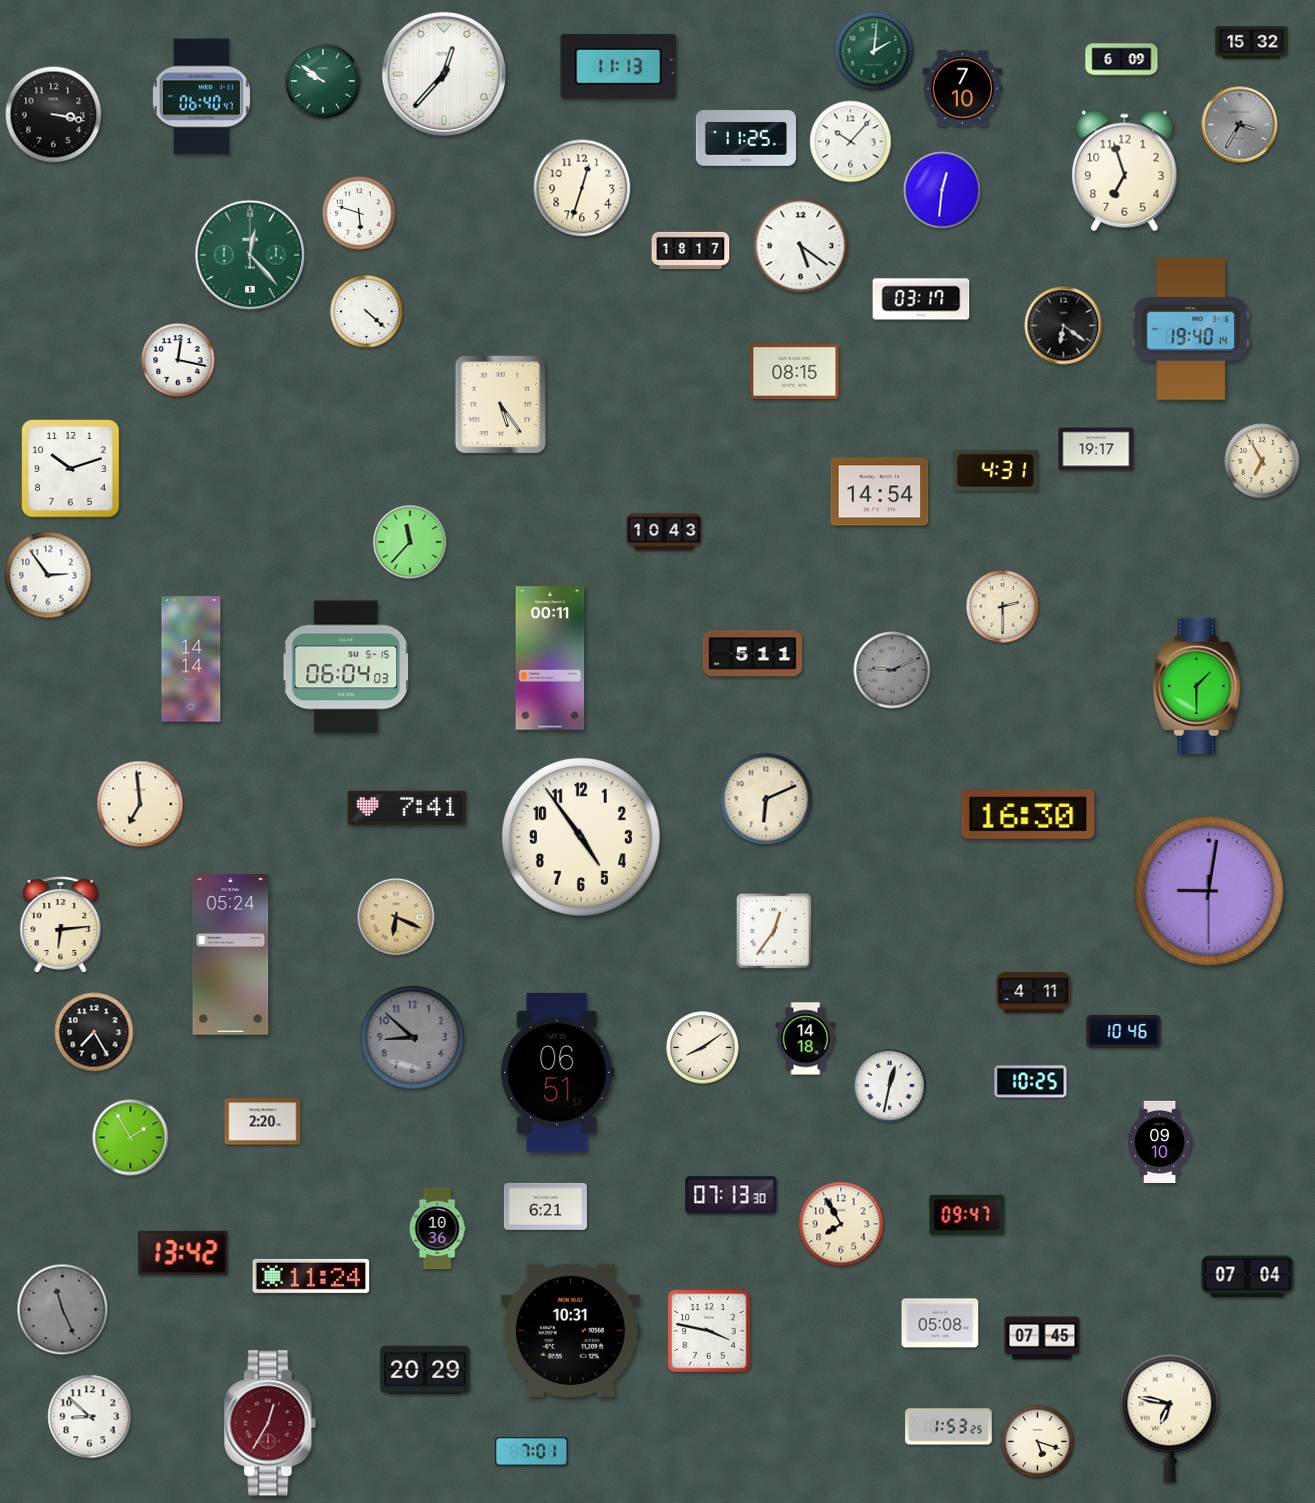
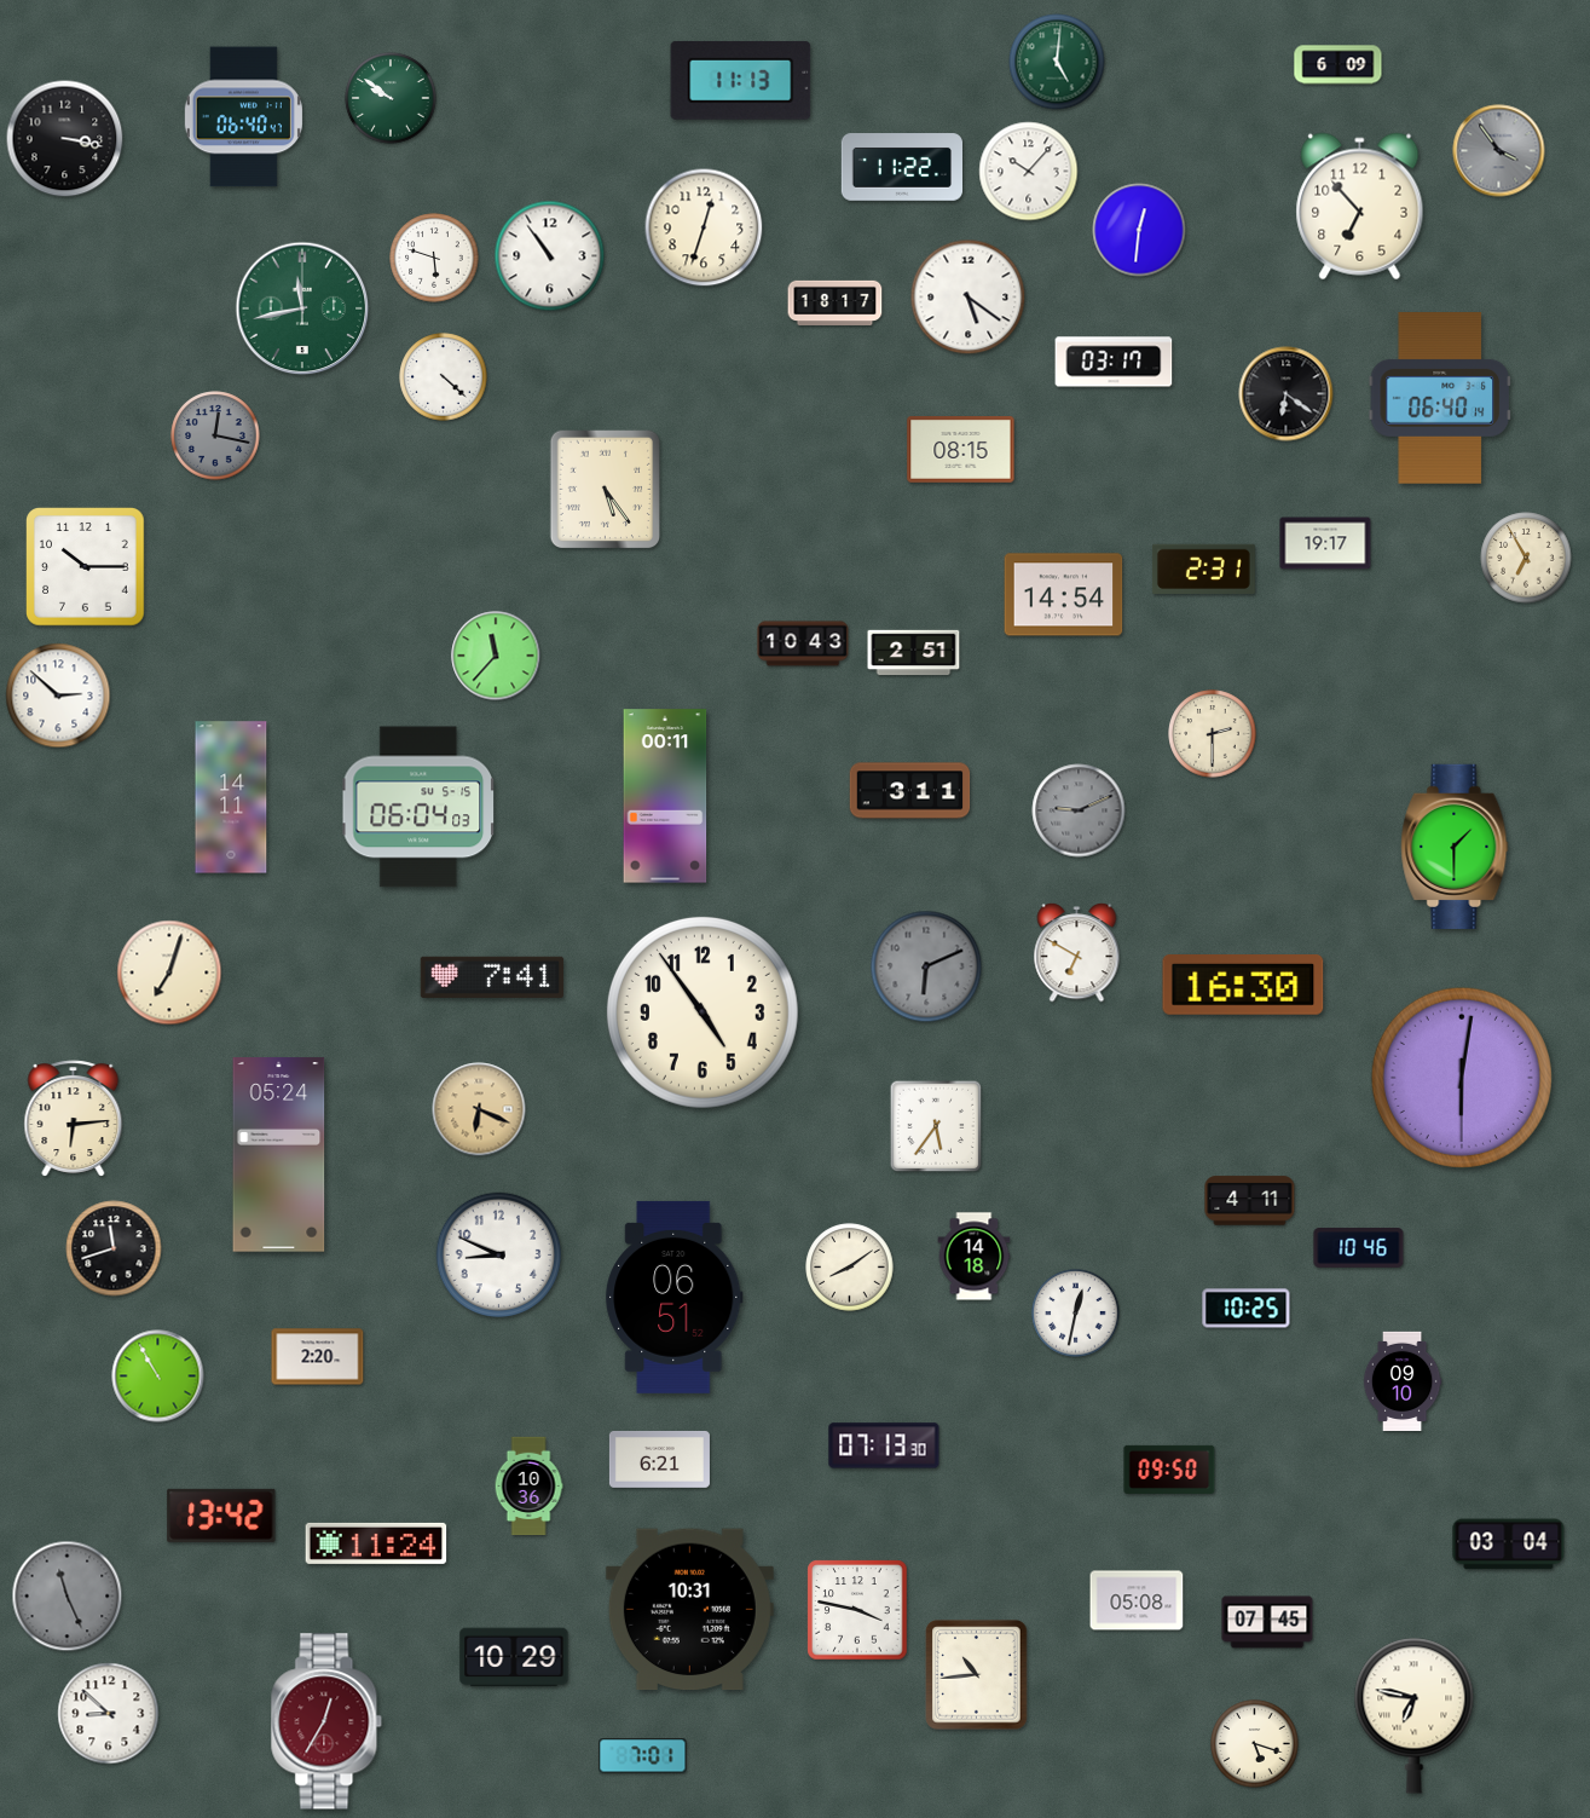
clock at (1252, 43): 15:32 -> none
clock at (874, 51): 2:01 -> 5:01
clock at (1122, 60) position: (1122, 60) -> (1339, 65)
clock at (619, 66) position: (619, 66) -> (741, 80)
clock at (444, 74): 12:37 -> none
clock at (963, 89): 7:10 -> none
clock at (1240, 125): 3:35 -> 3:54
clock at (745, 138): 11:25 -> 11:22
clock at (1125, 171): 6:57 -> 6:53
clock at (550, 256): none -> 10:54
clock at (250, 255): 12:23 -> 11:43
clock at (1190, 330): 19:40 -> 06:40
clock at (178, 360) dial: white -> grey
clock at (71, 469): 10:12 -> 10:15
clock at (995, 470): 4:31 -> 2:31
clock at (914, 653): none -> 2:51
clock at (48, 575): 2:54 -> 2:52
clock at (753, 654): 5:11 -> 3:11
clock at (191, 659): 14:14 -> 14:11
clock at (1197, 685) position: (1197, 685) -> (1455, 845)
clock at (1077, 953): none -> 6:50
clock at (766, 799) dial: cream -> grey
clock at (140, 804): 6:59 -> 7:03
clock at (1209, 891): 9:01 -> 6:01
clock at (774, 931): 12:36 -> 5:36
clock at (94, 1032): 7:25 -> 11:42
clock at (413, 1038): 8:52 -> 8:49
clock at (413, 1038) dial: grey -> white
clock at (131, 1138): 1:55 -> 10:55
clock at (967, 1215): 09:47 -> 09:50
clock at (841, 1224): 7:55 -> none
clock at (1248, 1277): 07:04 -> 03:04
clock at (63, 1310) position: (63, 1310) -> (68, 1597)
clock at (1042, 1338) position: (1042, 1338) -> (1267, 1622)
clock at (425, 1370): 20:29 -> 10:29
clock at (977, 1675): none -> 10:44
clock at (949, 1427): 1:53 -> none
